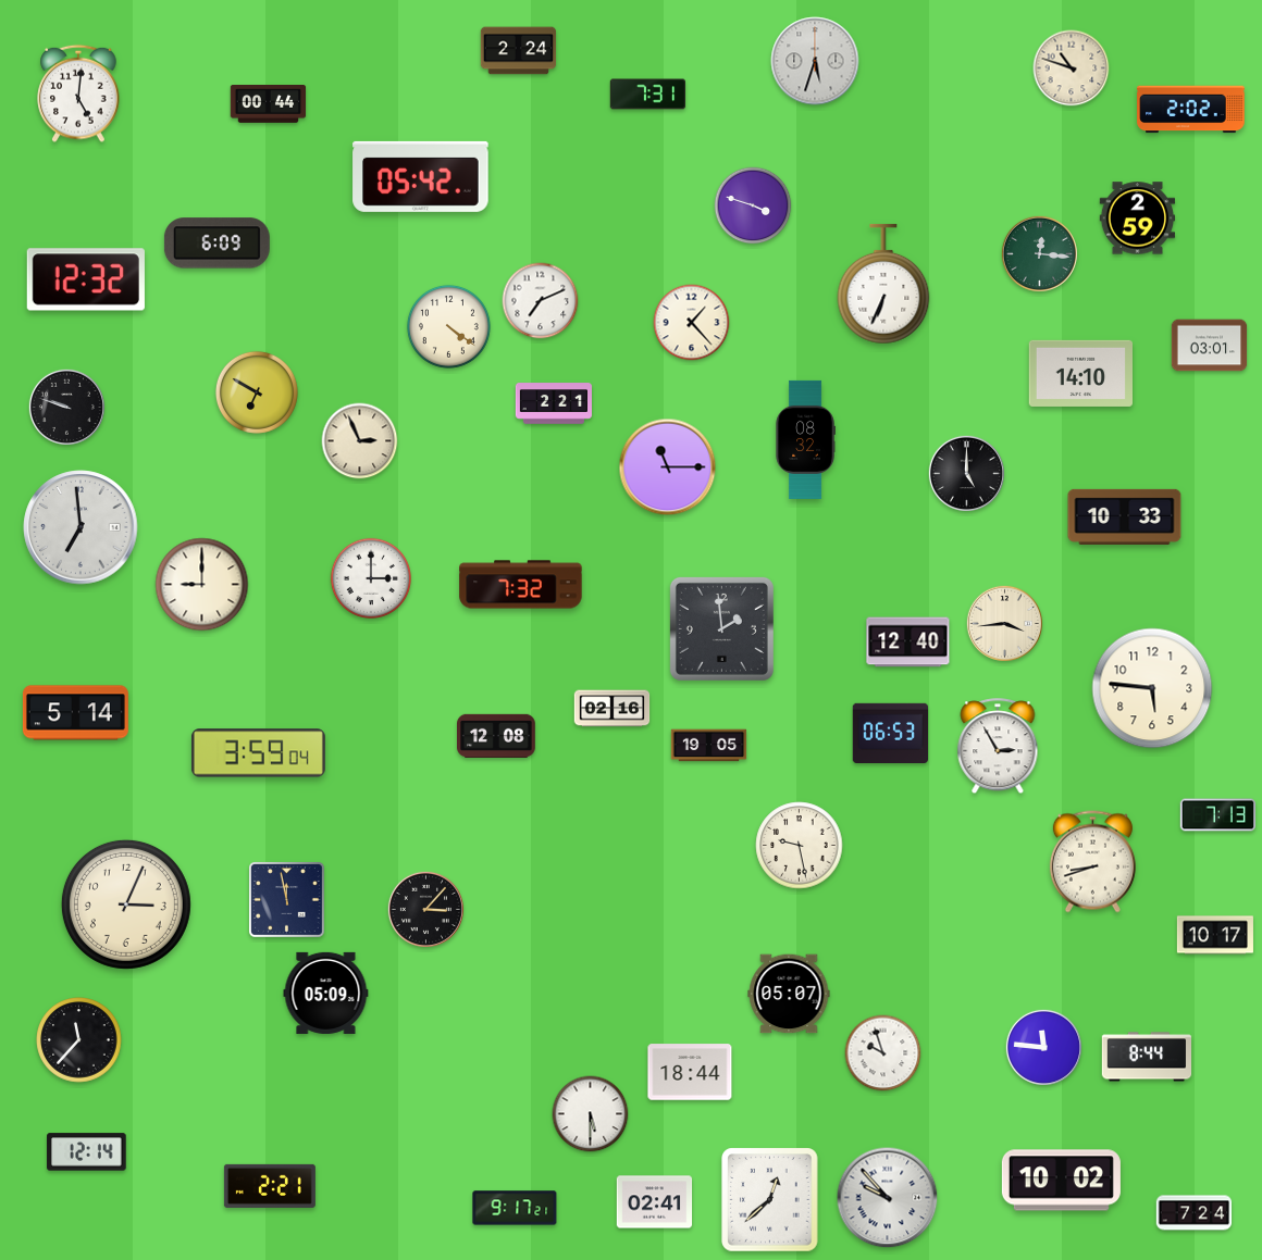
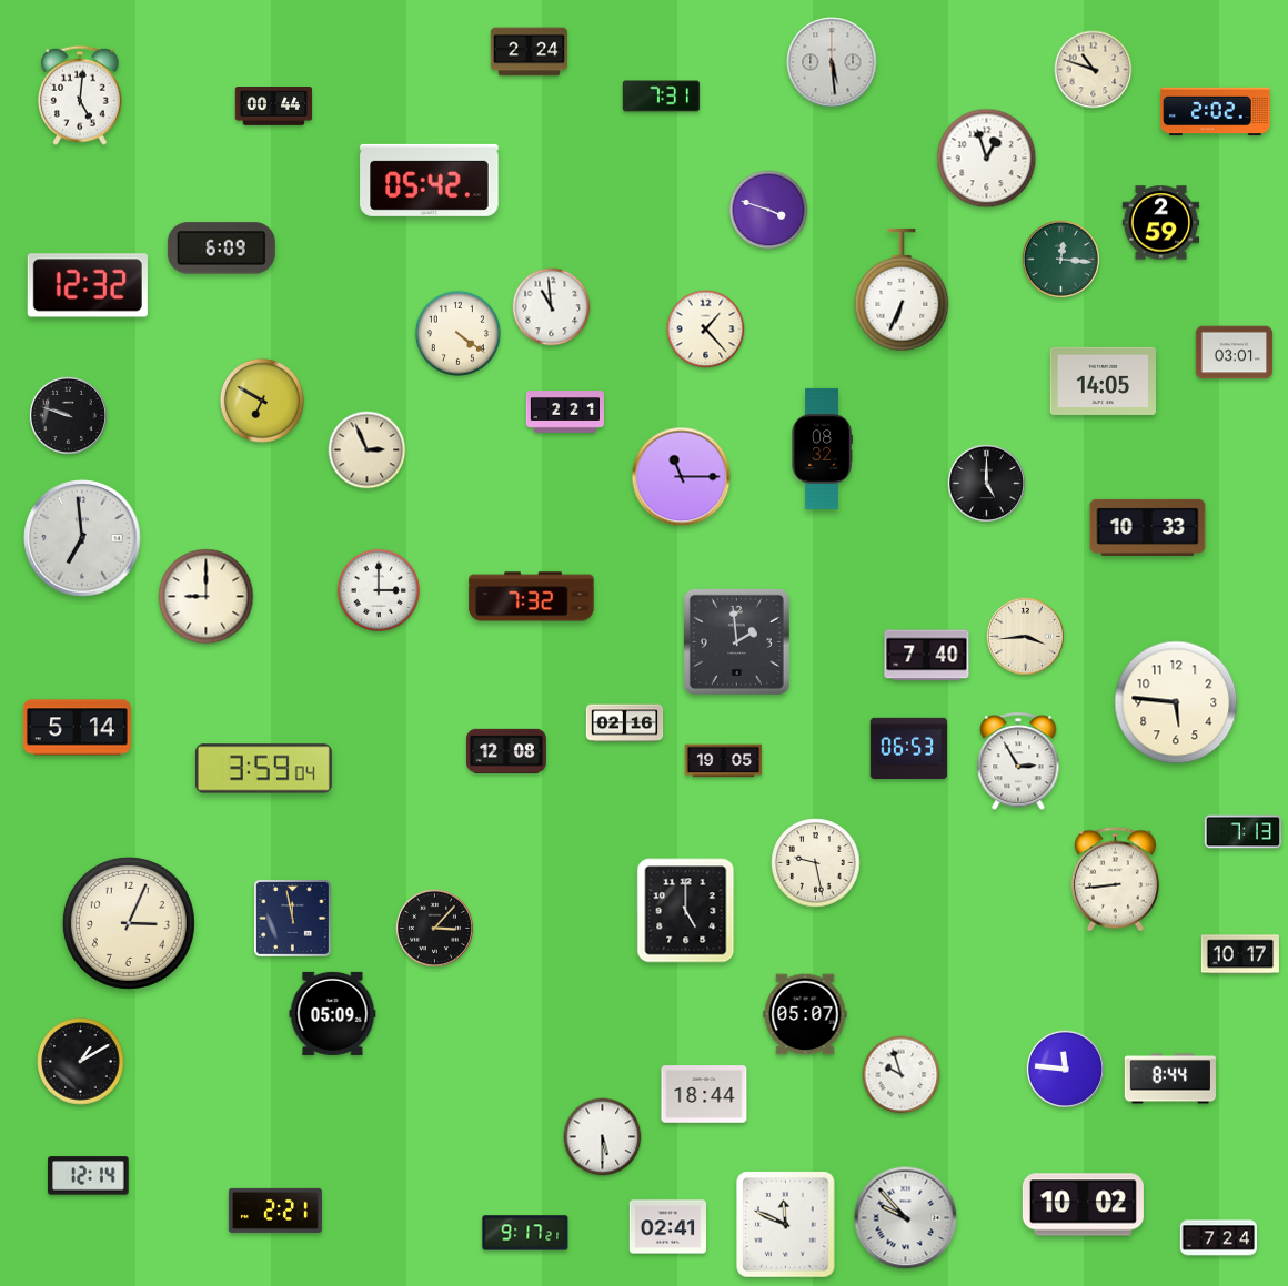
clock at (815, 61): 5:33 -> 5:29
clock at (987, 159): none -> 12:57
clock at (541, 301): 7:11 -> 10:59
clock at (1080, 373): 14:10 -> 14:05
clock at (908, 643): 12:40 -> 7:40
clock at (1092, 862): 8:42 -> 8:44
clock at (686, 911): none -> 5:00
clock at (79, 1040): 11:37 -> 1:10
clock at (888, 1198) position: (888, 1198) -> (906, 1218)
clock at (770, 1200): 12:38 -> 11:49
